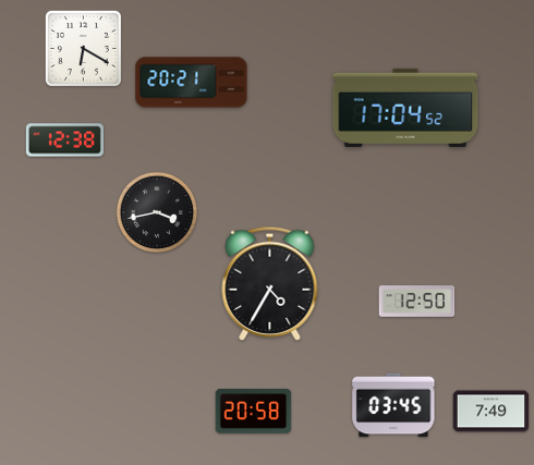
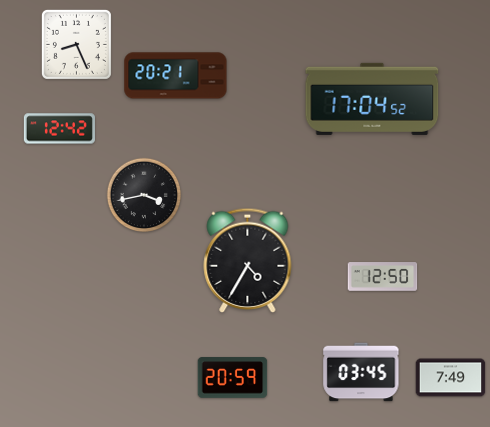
clock at (83, 48): 6:20 -> 8:26
clock at (64, 140): 12:38 -> 12:42
clock at (254, 412): 20:58 -> 20:59
